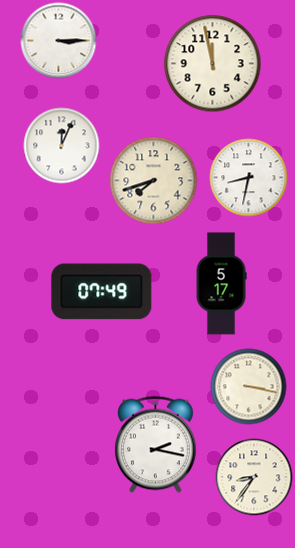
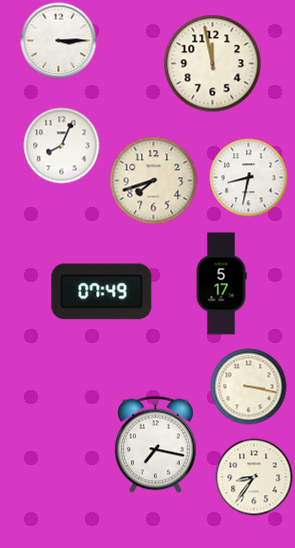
clock at (62, 146): 12:04 -> 8:04
clock at (156, 445): 2:17 -> 7:17
